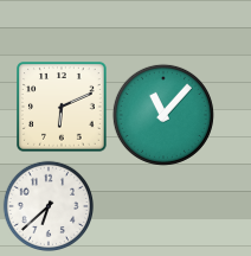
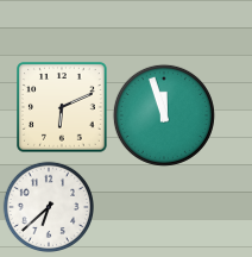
clock at (163, 115): 11:07 -> 11:57
